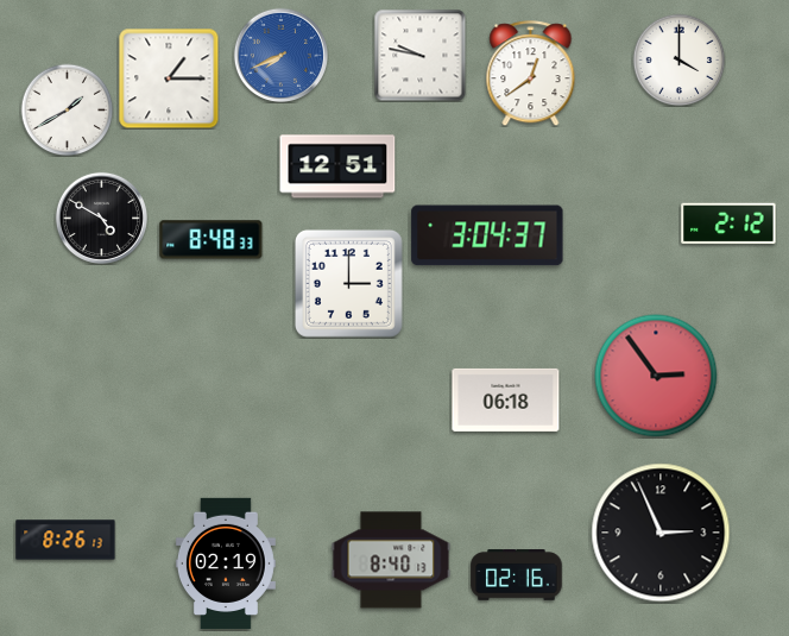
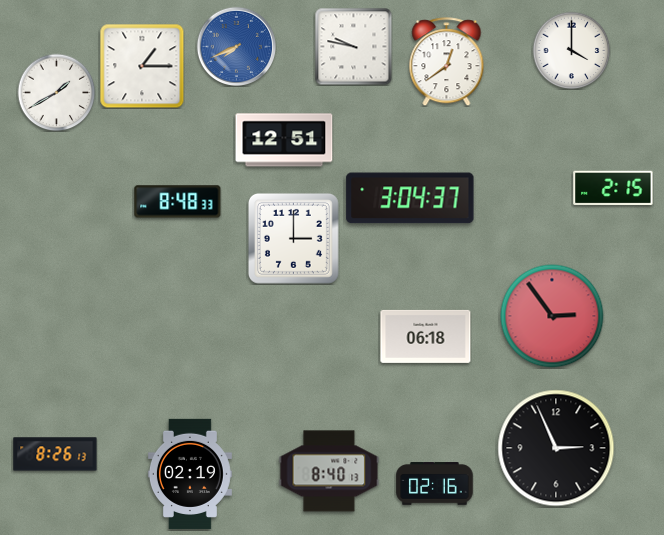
clock at (101, 218): 4:50 -> none
clock at (728, 223): 2:12 -> 2:15
